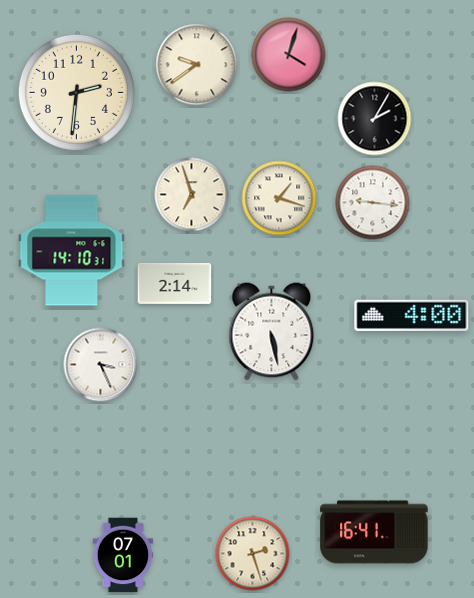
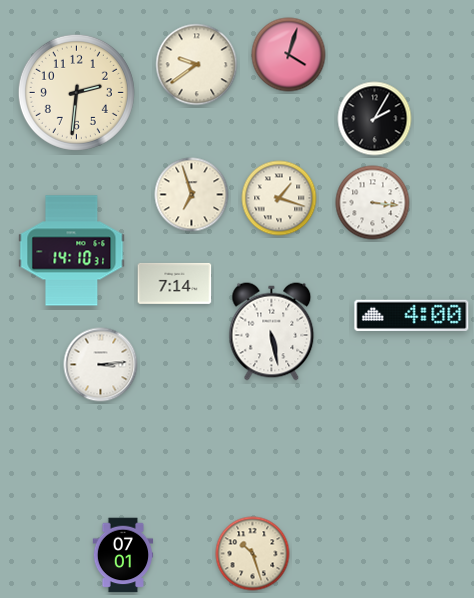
clock at (373, 203): 9:16 -> 3:16
clock at (175, 283): 2:14 -> 7:14
clock at (101, 365): 3:26 -> 3:14
clock at (374, 532): 16:41 -> none
clock at (253, 554): 2:27 -> 10:27
